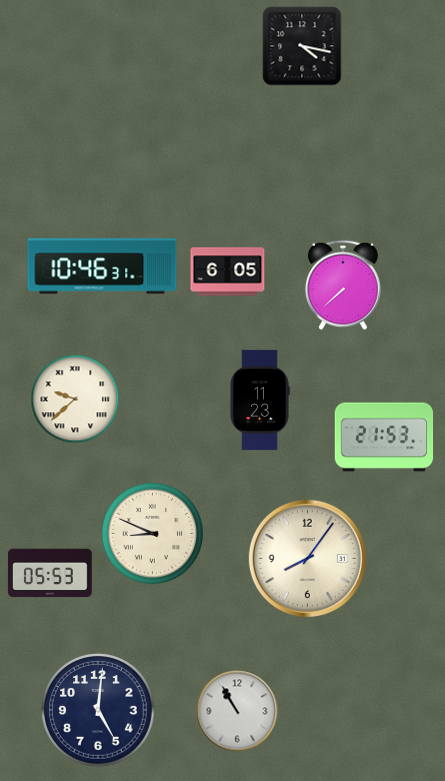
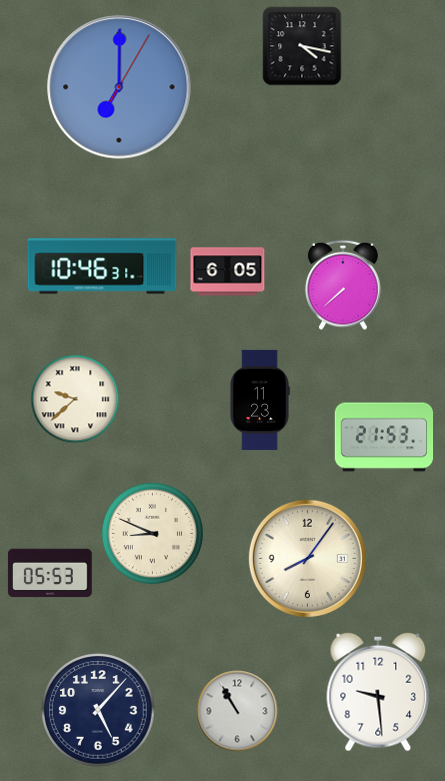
clock at (119, 87): none -> 7:00
clock at (378, 692): none -> 9:29
clock at (98, 710): 5:01 -> 5:07
